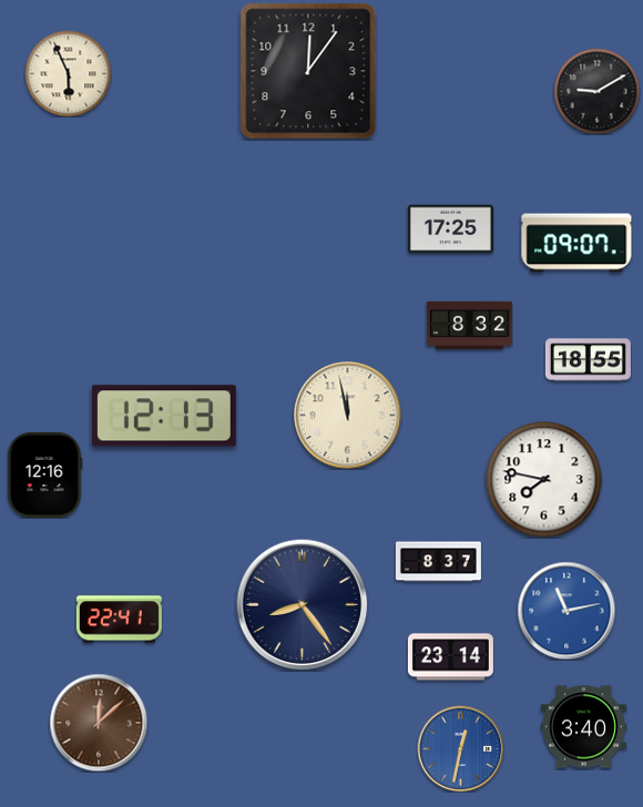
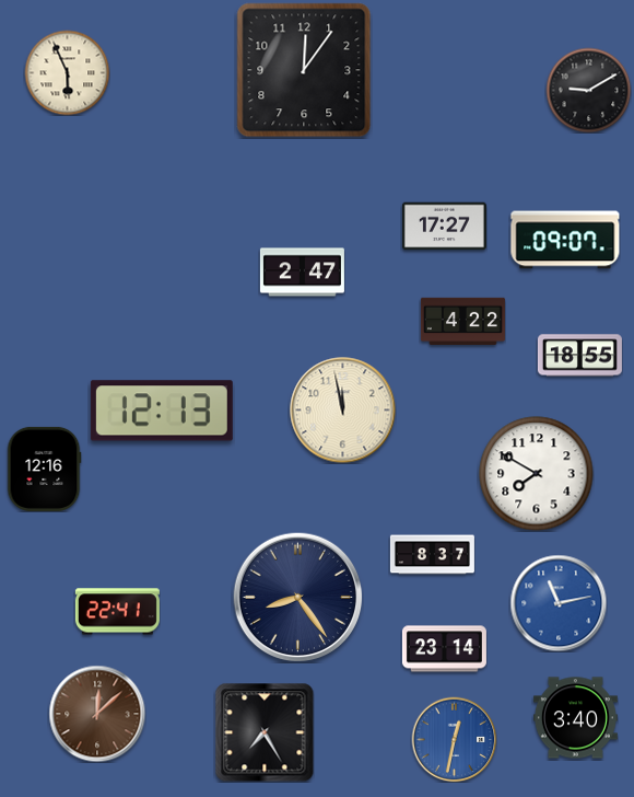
clock at (450, 229): 17:25 -> 17:27
clock at (576, 243) position: (576, 243) -> (565, 240)
clock at (302, 273): none -> 2:47
clock at (469, 326): 8:32 -> 4:22
clock at (544, 480): 7:47 -> 7:50
clock at (265, 732): none -> 7:25
